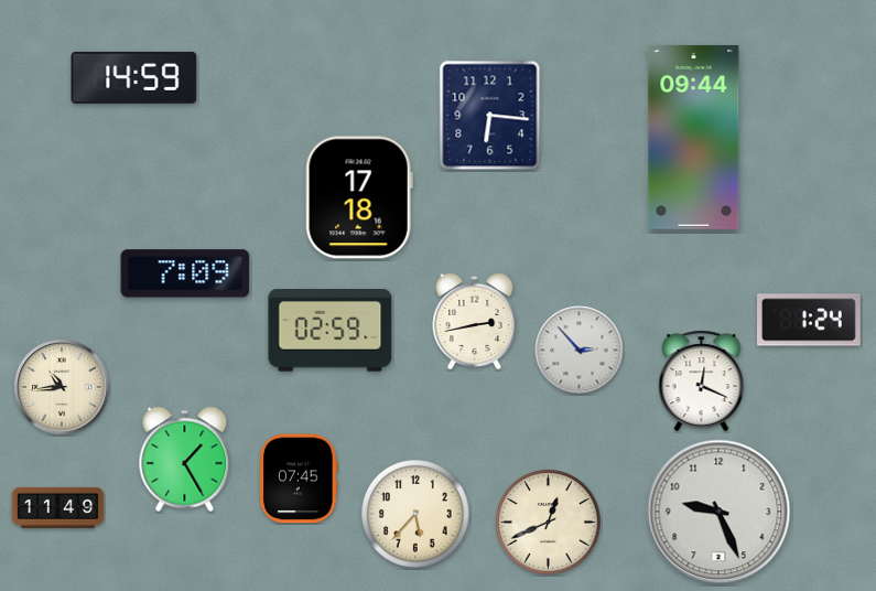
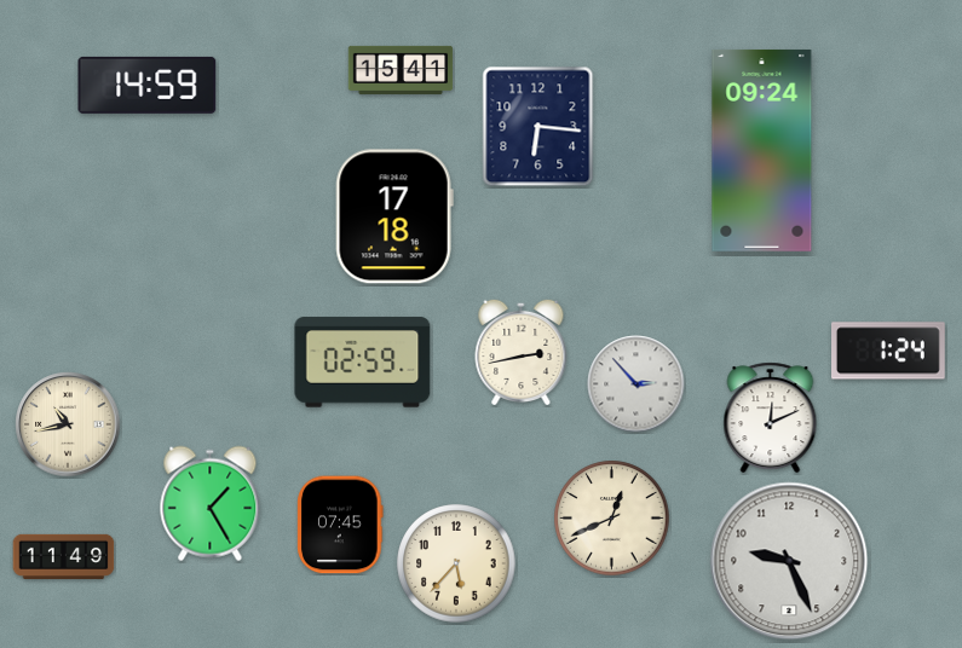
clock at (401, 70): none -> 15:41
clock at (694, 137): 09:44 -> 09:24
clock at (185, 273): 7:09 -> none
clock at (702, 382): 12:19 -> 12:11
clock at (62, 387): 10:44 -> 10:43
clock at (185, 460) position: (185, 460) -> (211, 504)
clock at (299, 479) position: (299, 479) -> (340, 525)
clock at (549, 523) position: (549, 523) -> (612, 519)
